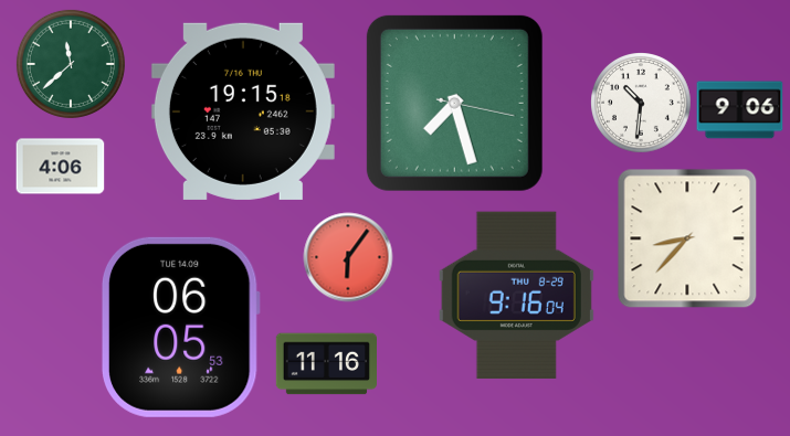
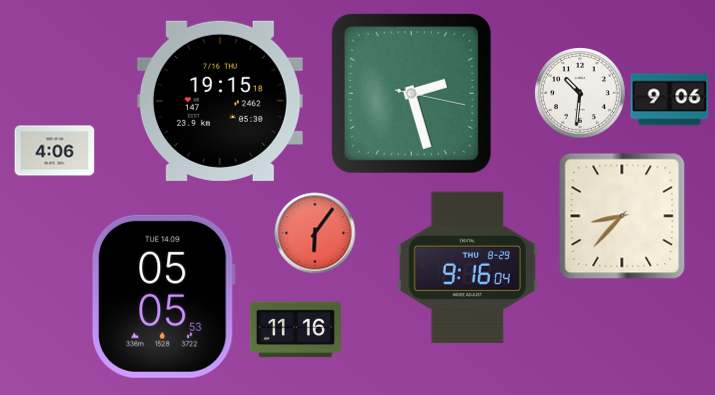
clock at (71, 64): 11:38 -> none
clock at (454, 103): 7:27 -> 2:27
clock at (180, 327): 06:05 -> 05:05
